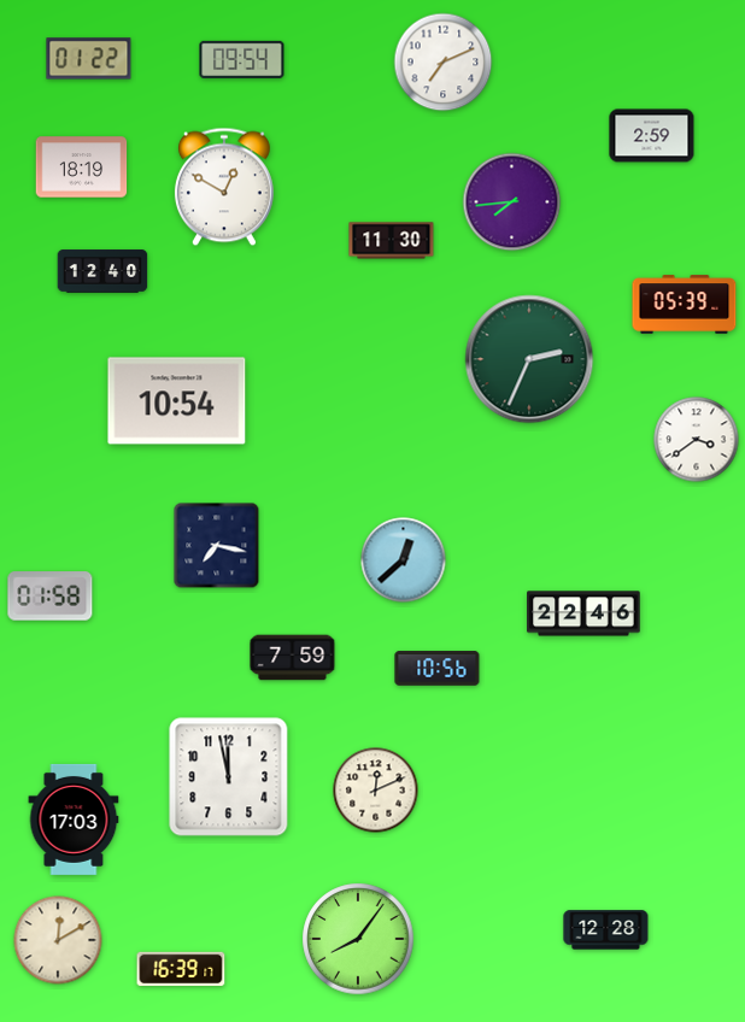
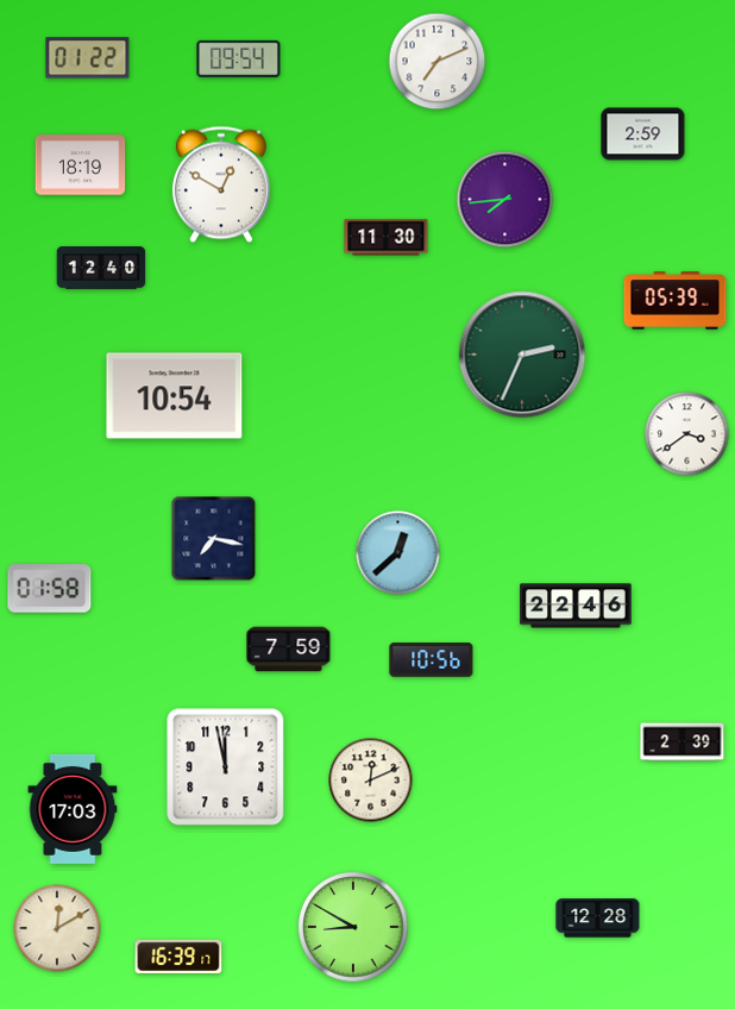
clock at (683, 742): none -> 2:39
clock at (358, 939): 8:06 -> 8:50
